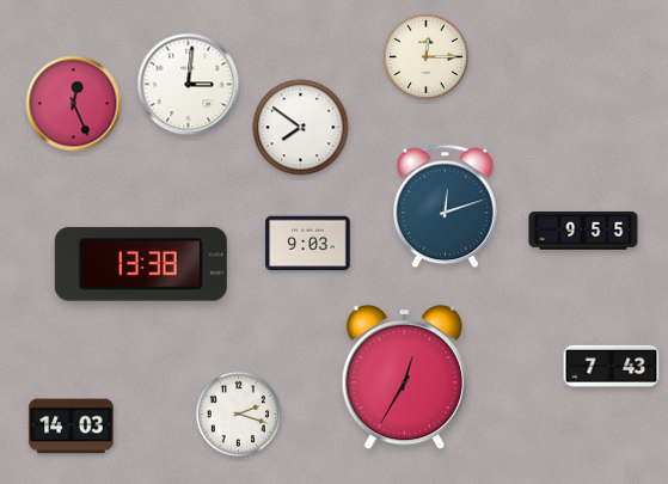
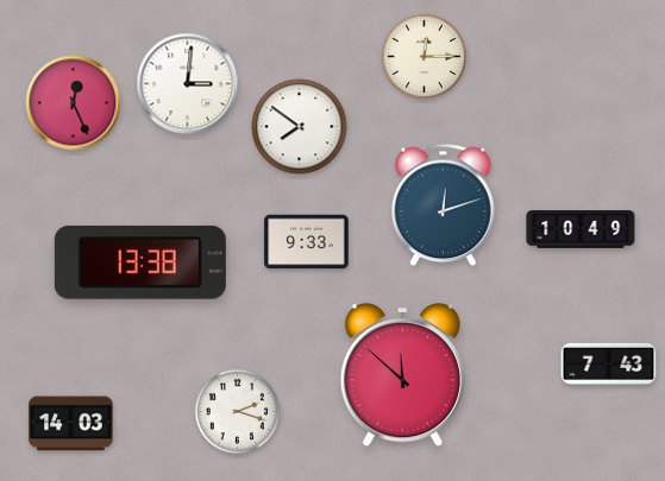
clock at (583, 231): 9:55 -> 10:49
clock at (308, 244): 9:03 -> 9:33
clock at (404, 378): 12:35 -> 11:52
